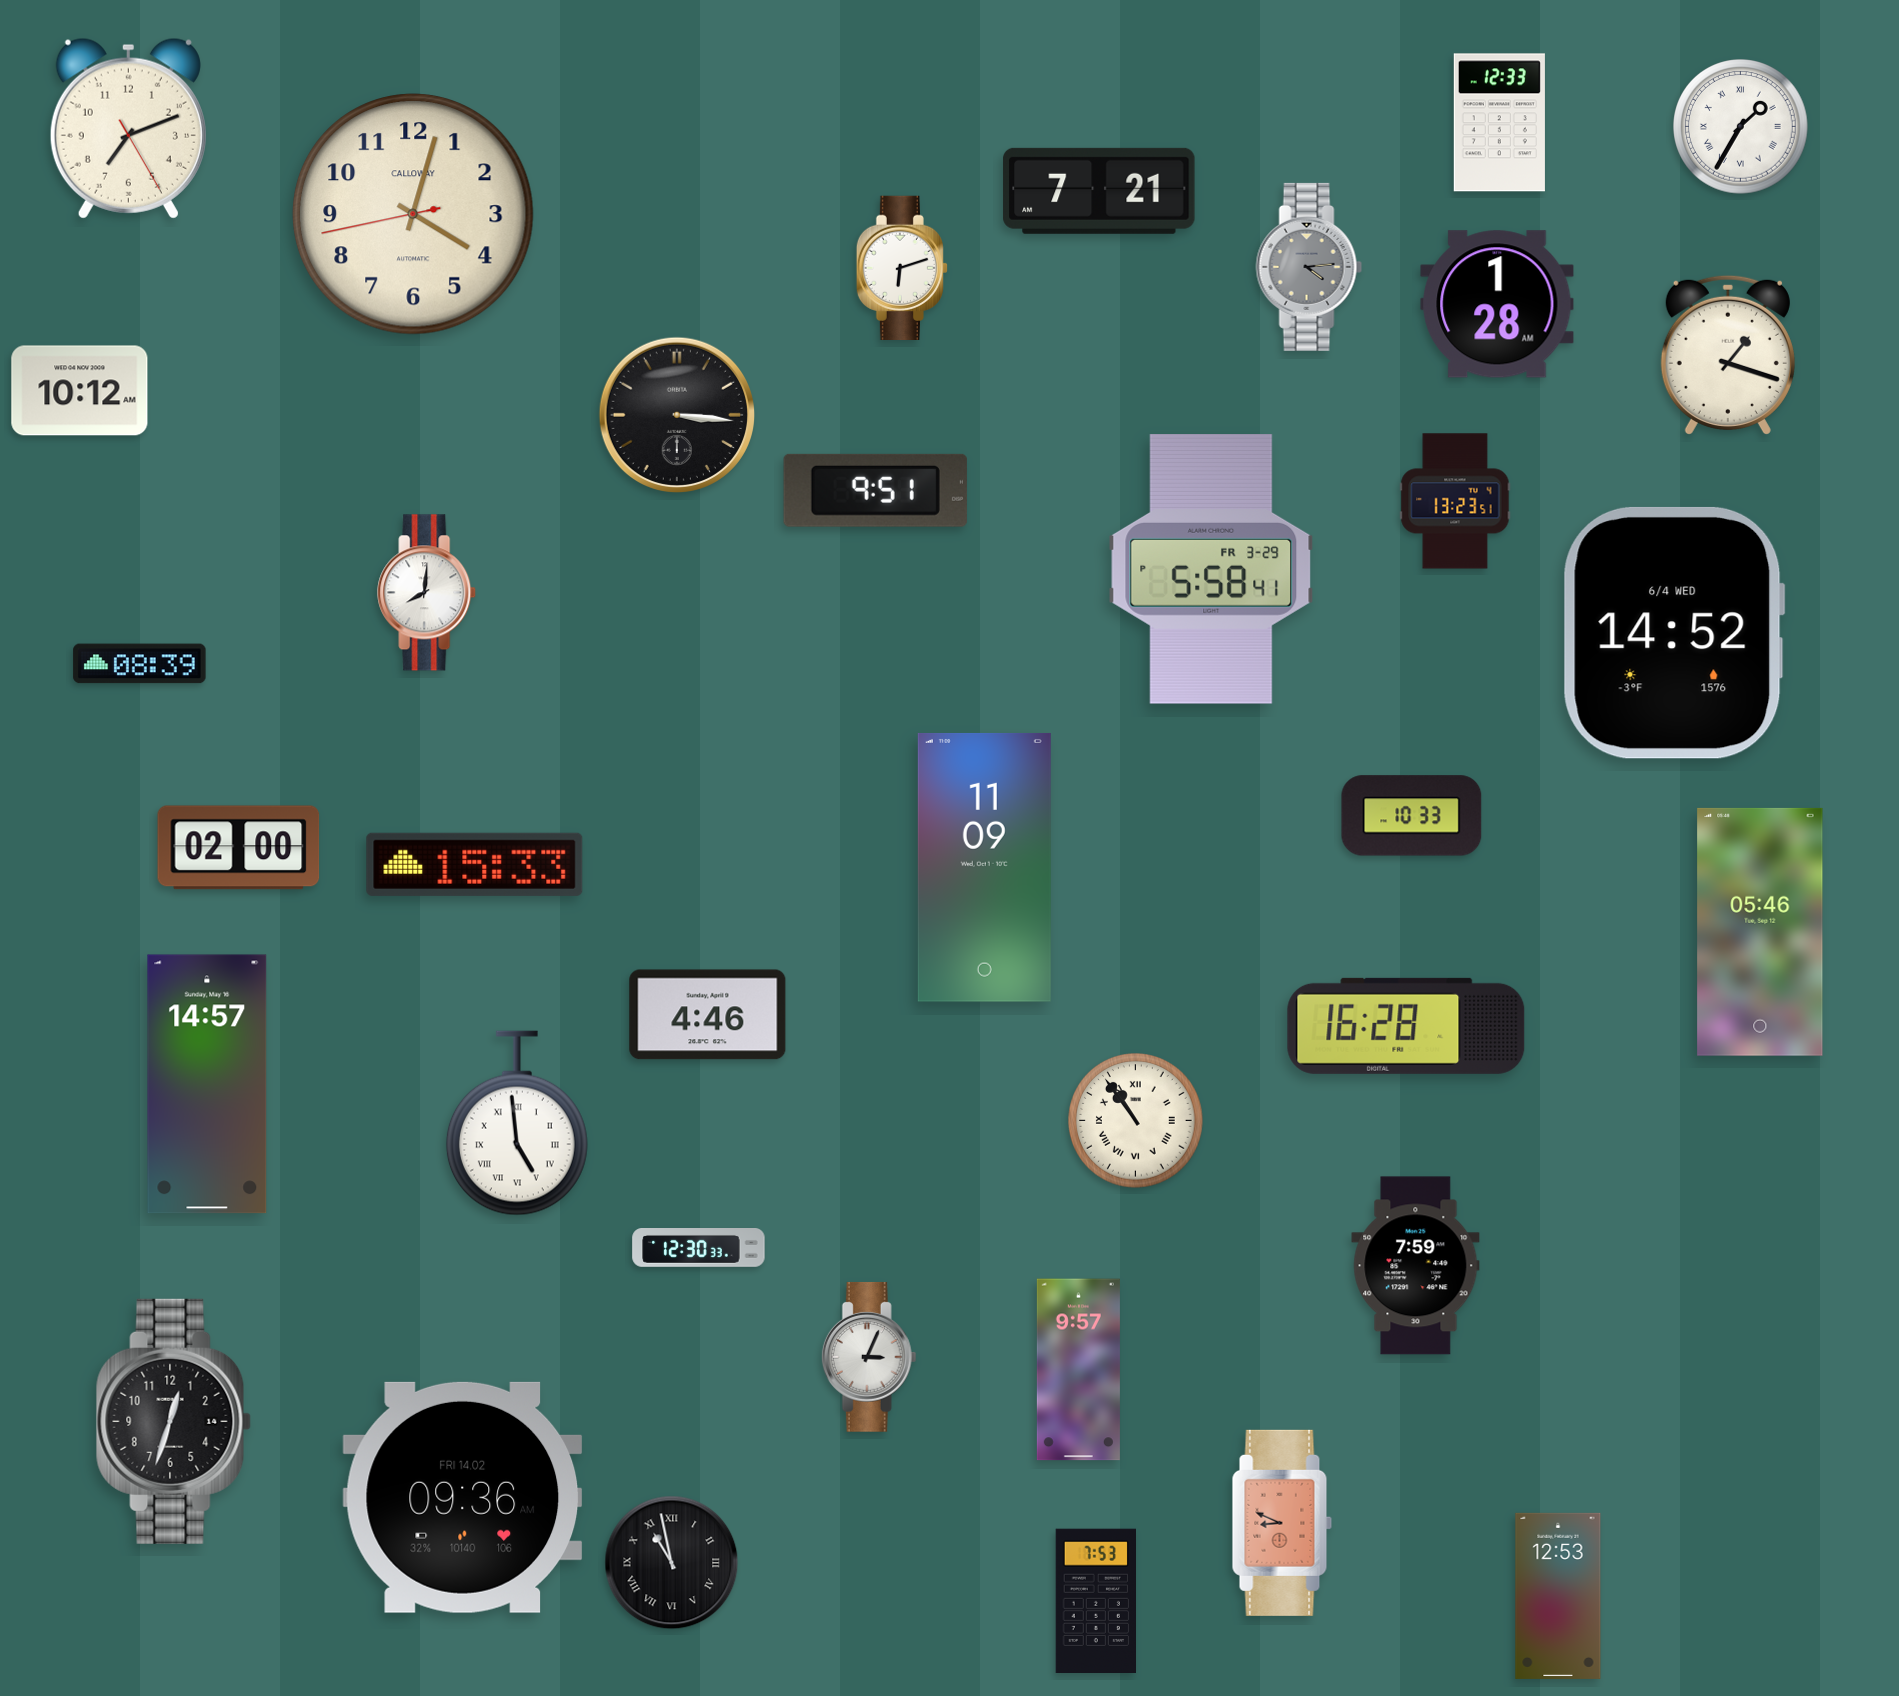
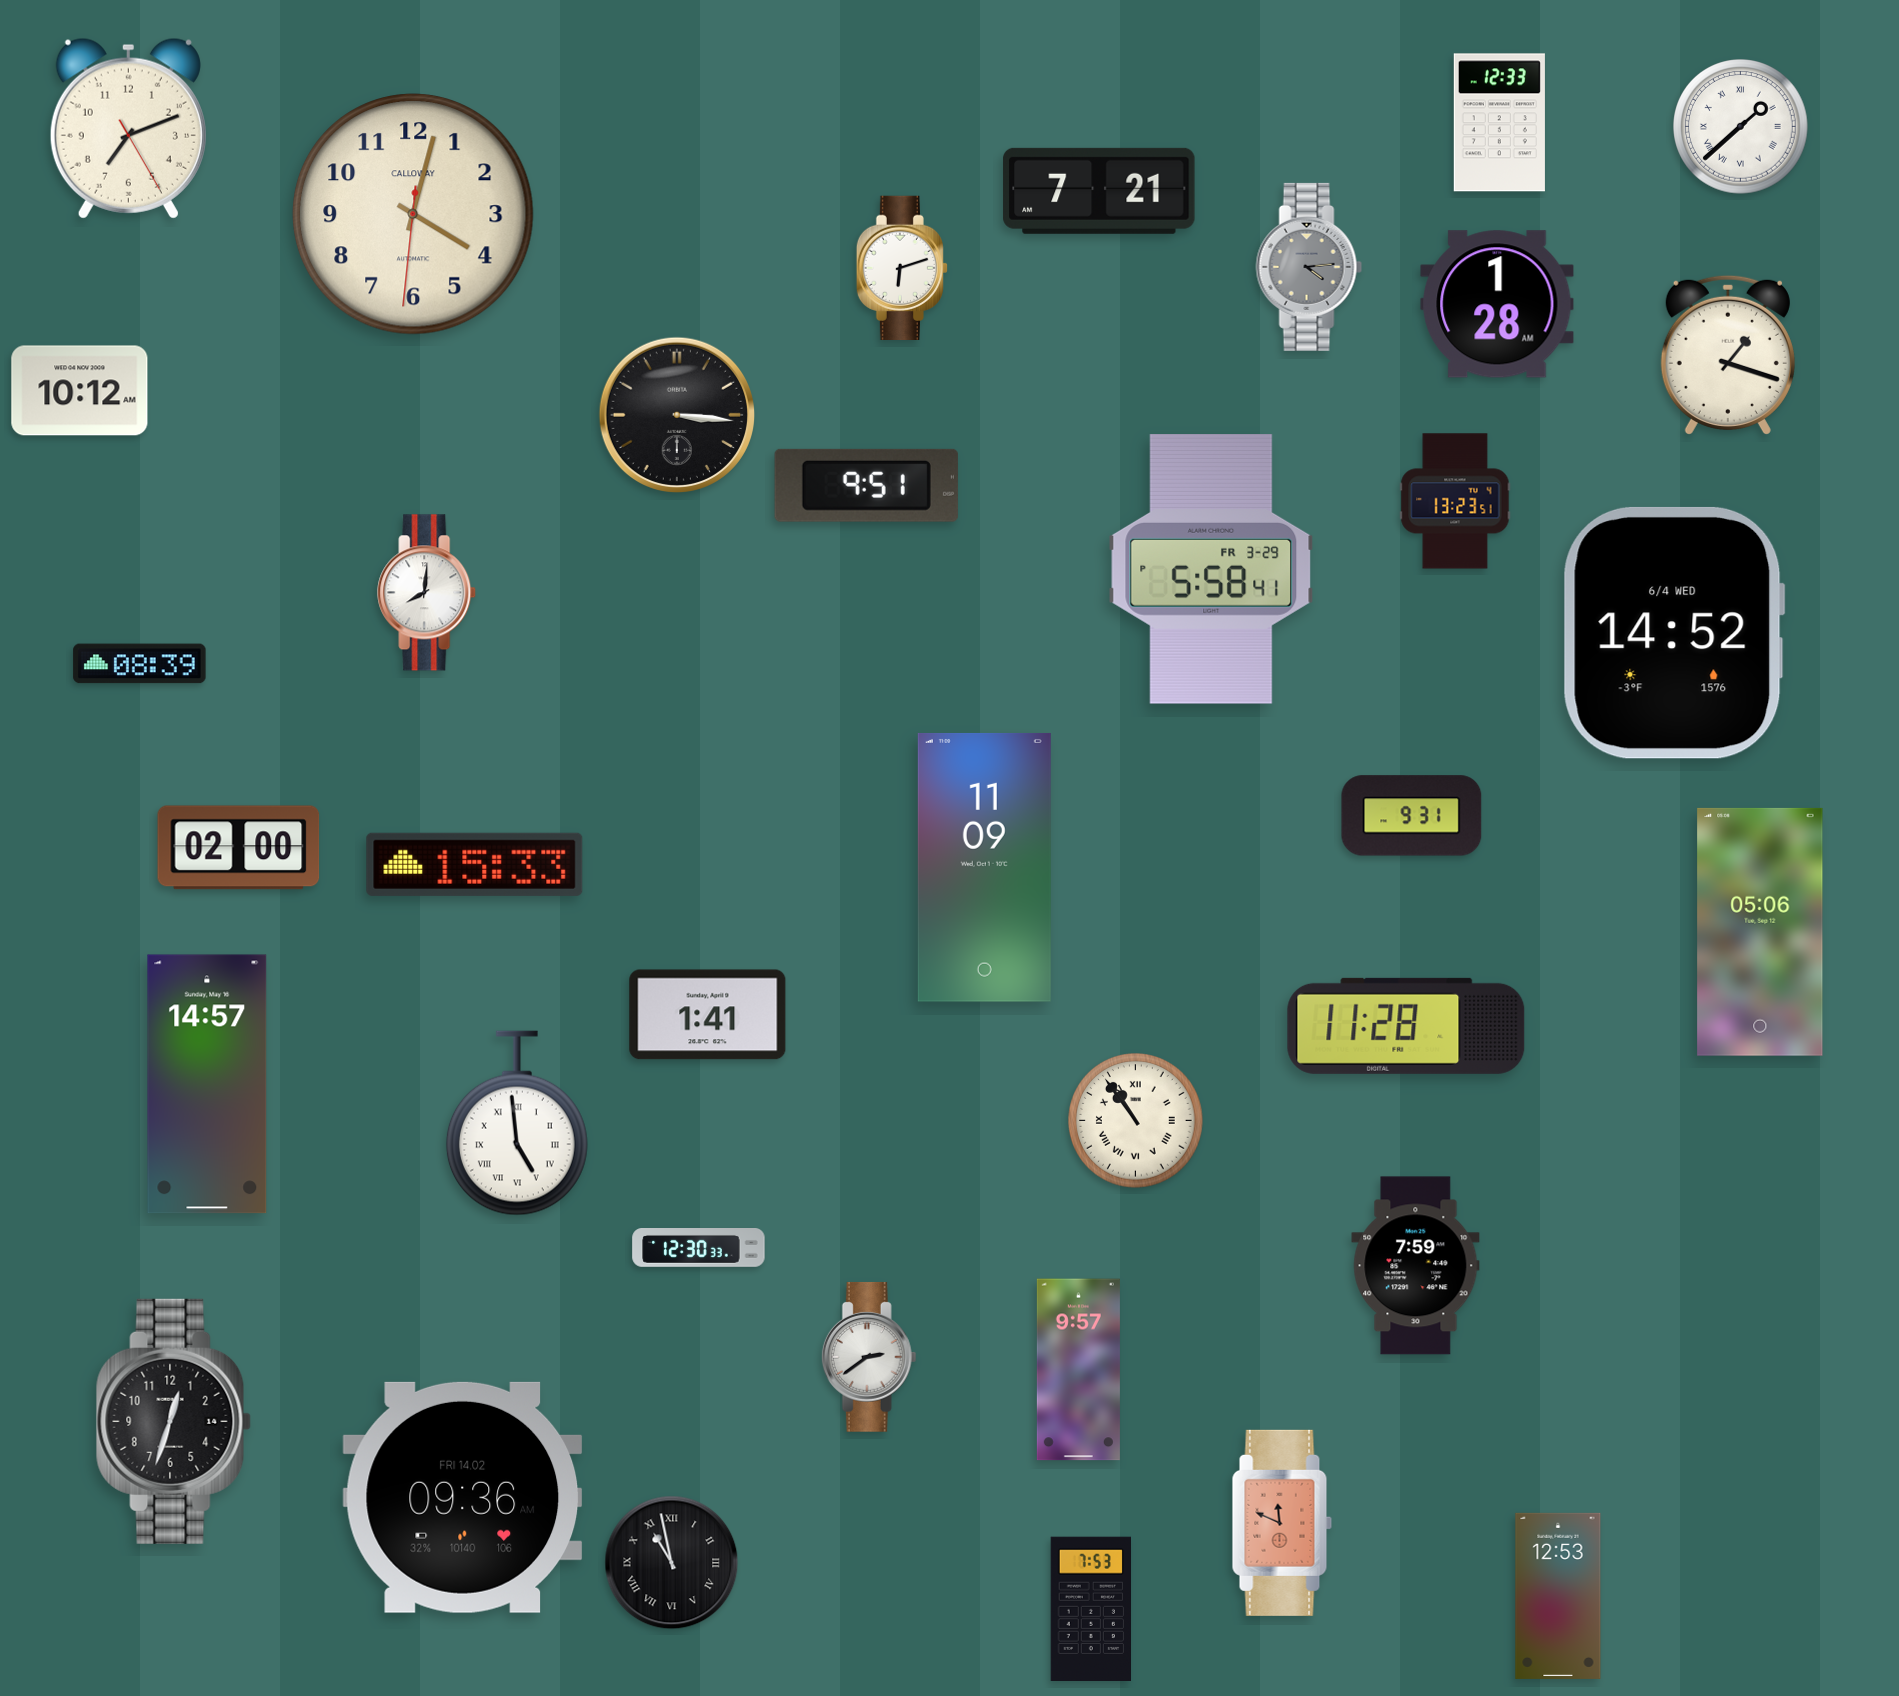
clock at (1741, 127): 1:35 -> 1:38
clock at (413, 214): 4:02:43 -> 4:02:31
clock at (875, 490) position: (875, 490) -> (866, 485)
clock at (1412, 816): 10:33 -> 9:31
clock at (1760, 932): 05:46 -> 05:06
clock at (708, 1015): 4:46 -> 1:41
clock at (1406, 1026): 16:28 -> 11:28
clock at (869, 1357): 3:04 -> 2:39
clock at (1282, 1523): 8:49 -> 11:49
clock at (1095, 1600) position: (1095, 1600) -> (1090, 1608)
